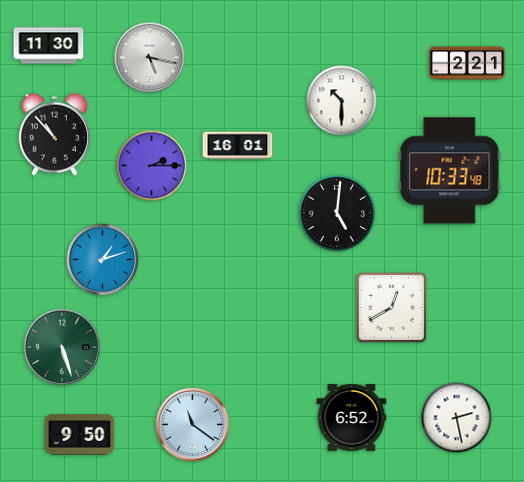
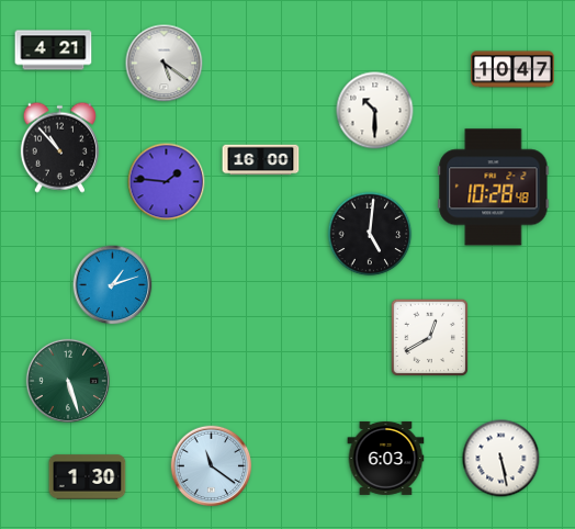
clock at (49, 46): 11:30 -> 4:21
clock at (150, 58): 5:17 -> 5:21
clock at (467, 63): 2:21 -> 10:47
clock at (238, 146): 16:01 -> 16:00
clock at (152, 166): 2:15 -> 1:46
clock at (450, 171): 10:33 -> 10:28
clock at (352, 417): 6:52 -> 6:03
clock at (457, 418): 2:28 -> 5:28
clock at (80, 435): 9:50 -> 1:30
